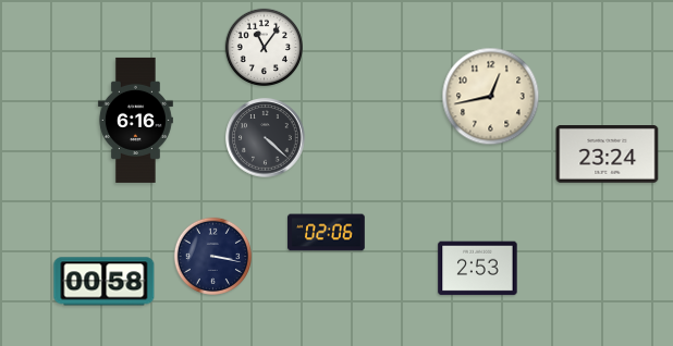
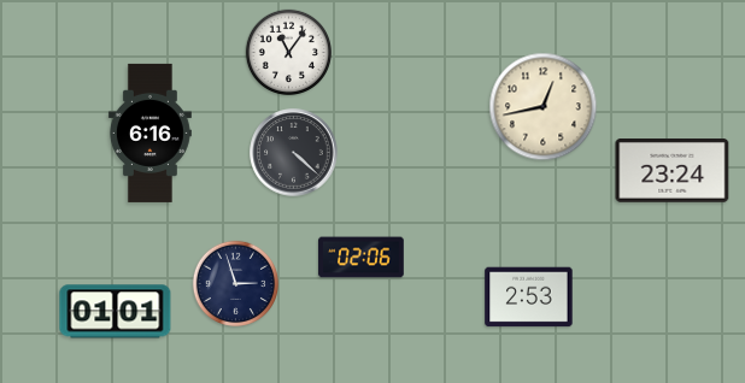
clock at (264, 47) position: (264, 47) -> (288, 52)
clock at (212, 256): 3:17 -> 2:57
clock at (105, 282): 00:58 -> 01:01
